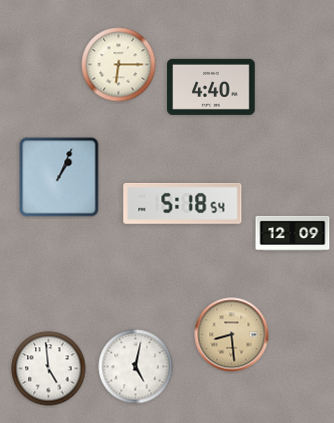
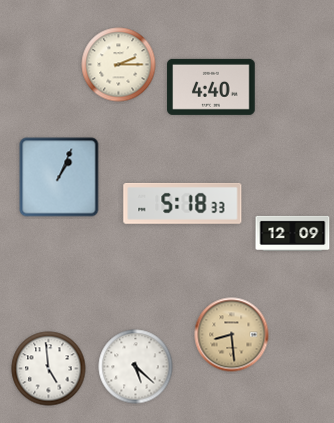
clock at (119, 65): 6:15 -> 2:15
clock at (183, 203): 5:18:54 -> 5:18:33
clock at (136, 367): 5:02 -> 5:22
